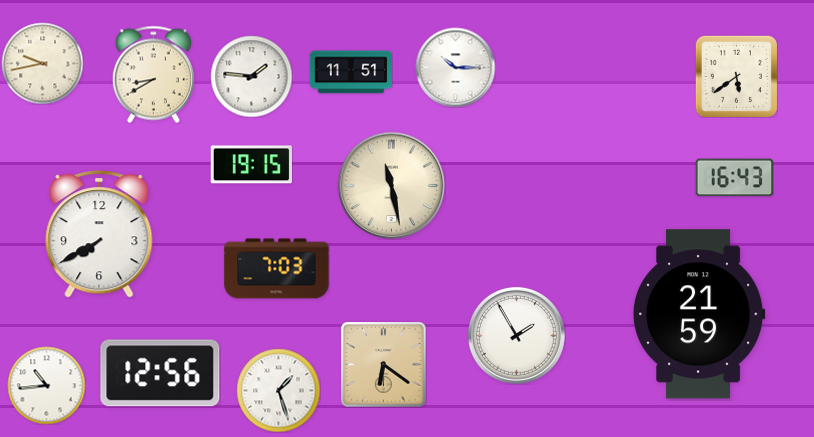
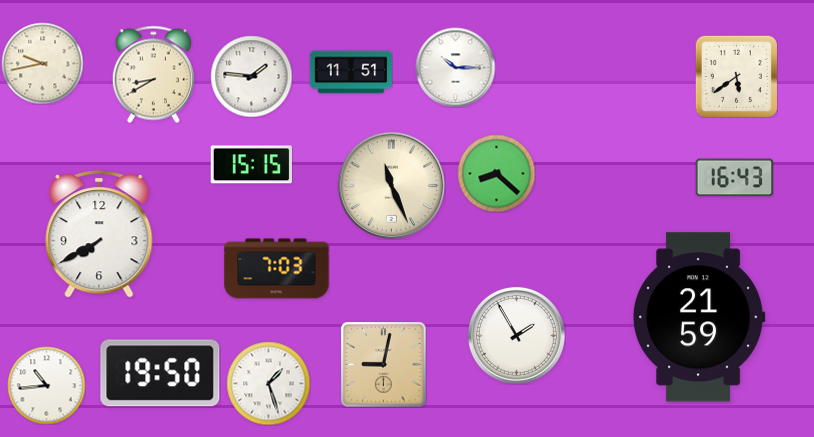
clock at (251, 165): 19:15 -> 15:15
clock at (496, 173): none -> 8:22
clock at (391, 185): 11:28 -> 11:26
clock at (699, 314) position: (699, 314) -> (699, 317)
clock at (383, 364): 6:21 -> 9:02
clock at (160, 373): 12:56 -> 19:50
clock at (278, 390) position: (278, 390) -> (268, 383)
